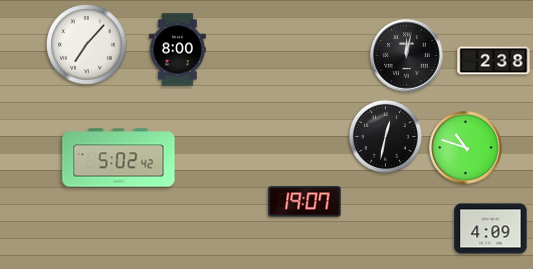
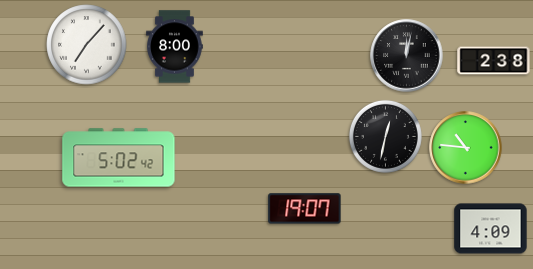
clock at (178, 50) position: (178, 50) -> (175, 47)
clock at (466, 148): 10:48 -> 10:46
clock at (305, 202) position: (305, 202) -> (305, 209)
